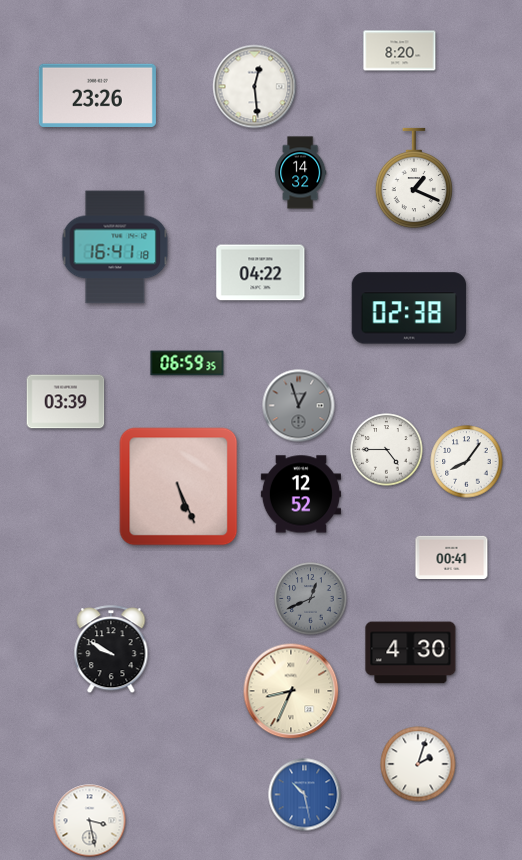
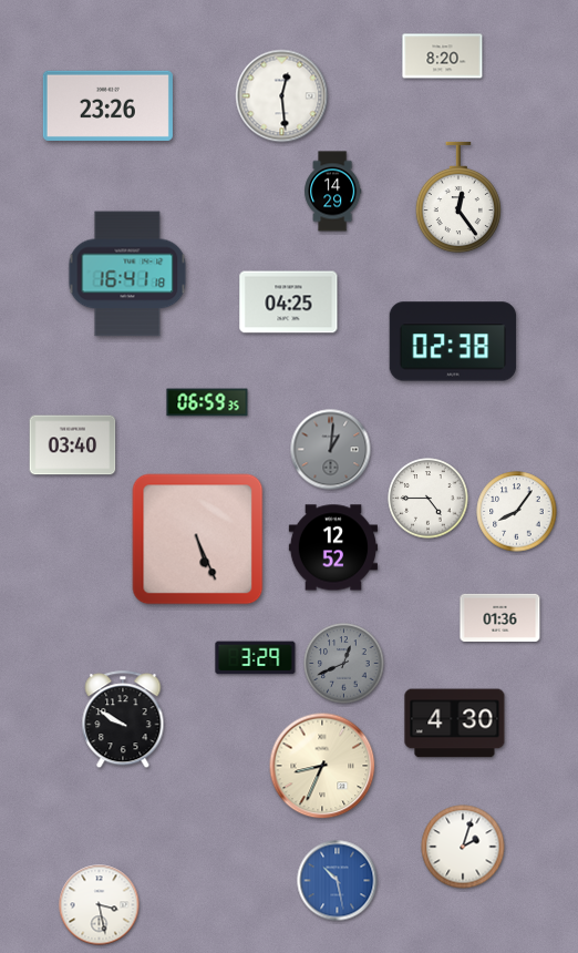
clock at (301, 173): 14:32 -> 14:29
clock at (414, 178): 1:19 -> 12:24
clock at (261, 273): 04:22 -> 04:25
clock at (66, 402): 03:39 -> 03:40
clock at (299, 406): 12:57 -> 1:01
clock at (452, 557): 00:41 -> 01:36
clock at (256, 658): none -> 3:29
clock at (90, 821) position: (90, 821) -> (100, 905)
